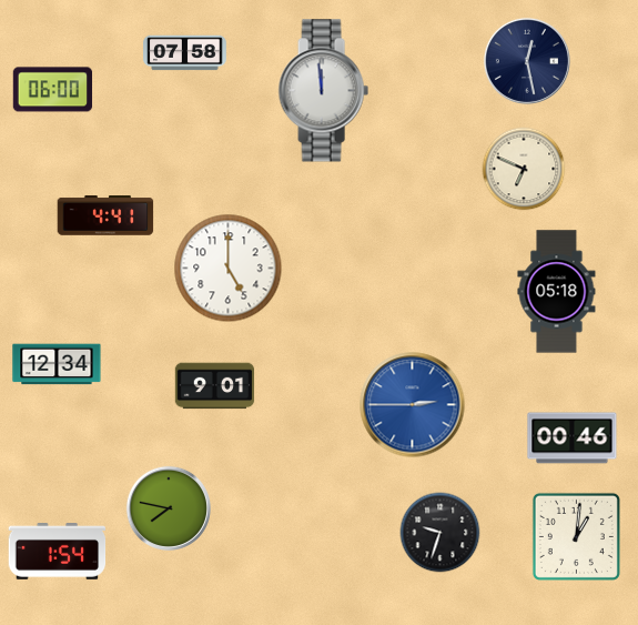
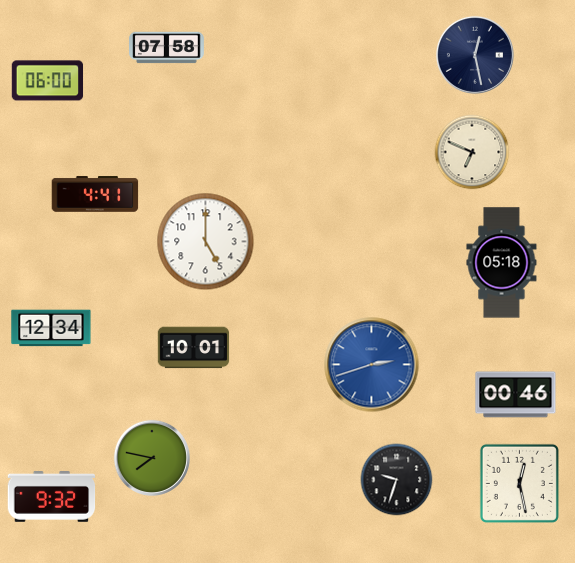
clock at (323, 91): 11:59 -> none
clock at (215, 386): 9:01 -> 10:01
clock at (413, 405): 2:45 -> 2:42
clock at (576, 536): 1:01 -> 12:28
clock at (58, 552): 1:54 -> 9:32
